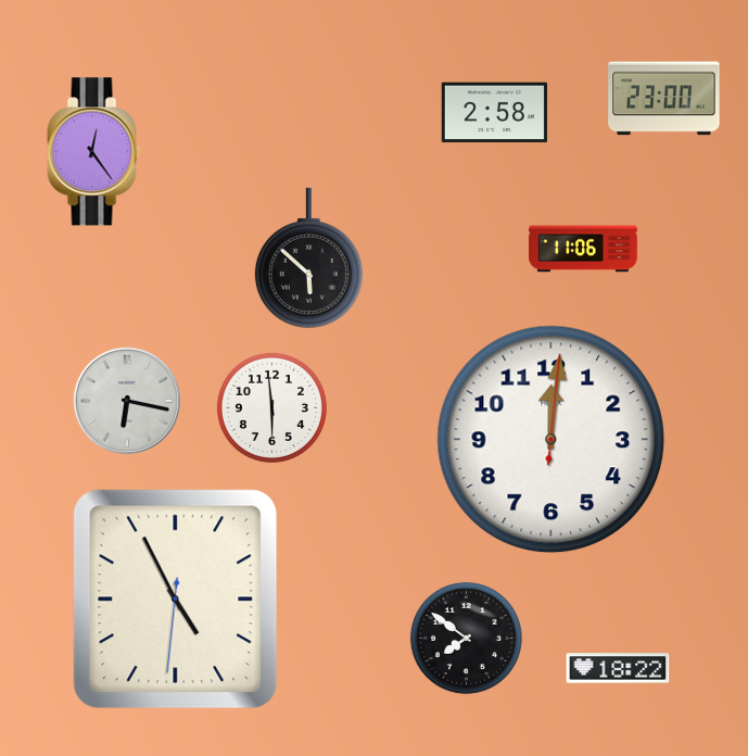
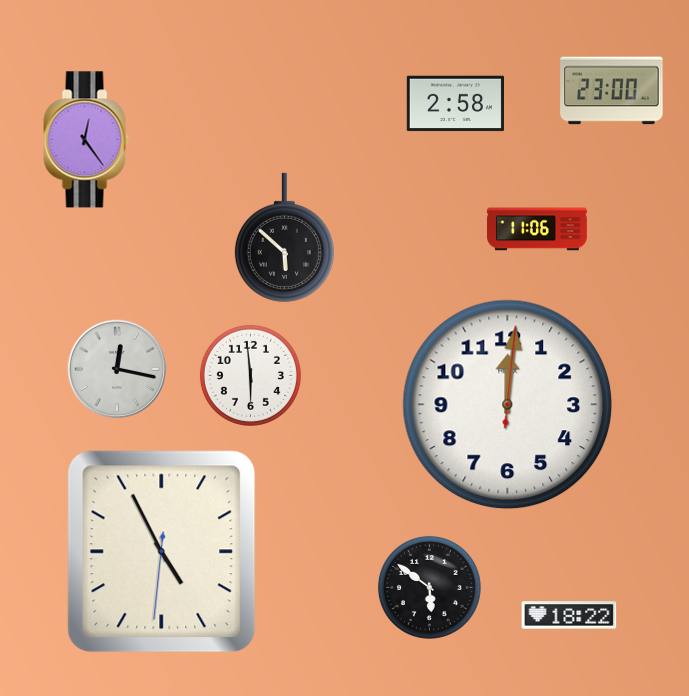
clock at (127, 401): 6:17 -> 12:17
clock at (466, 638): 7:51 -> 5:51
